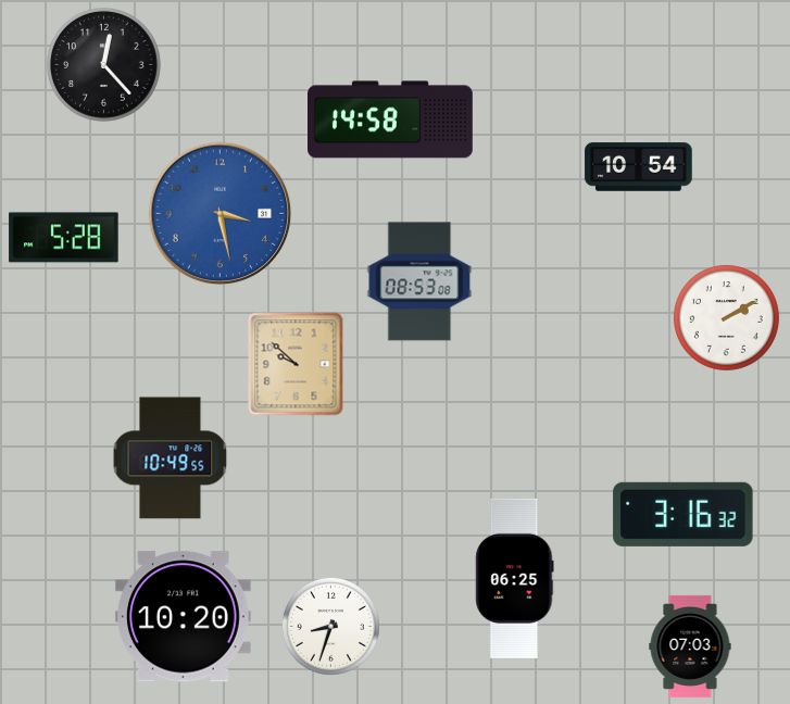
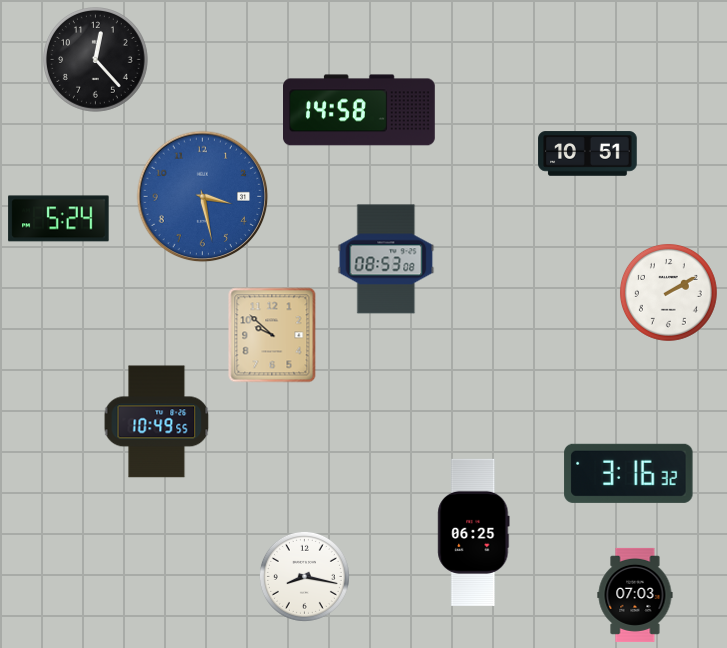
clock at (639, 167): 10:54 -> 10:51
clock at (64, 238): 5:28 -> 5:24
clock at (183, 617): 10:20 -> none
clock at (330, 626): 8:33 -> 8:17
